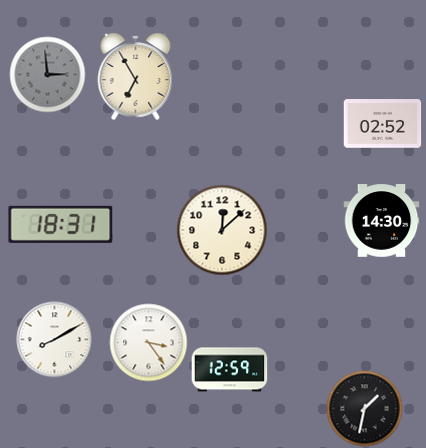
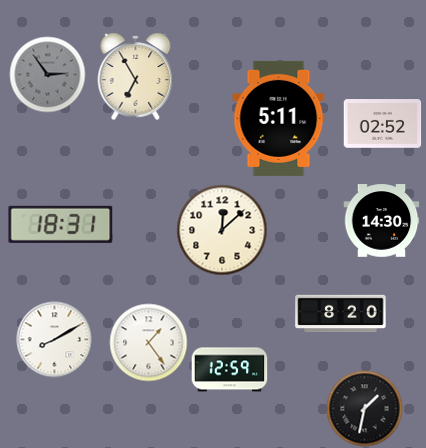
clock at (48, 75): 2:59 -> 2:54
clock at (279, 118): none -> 5:11
clock at (341, 314): none -> 8:20
clock at (149, 343): 3:24 -> 1:24
